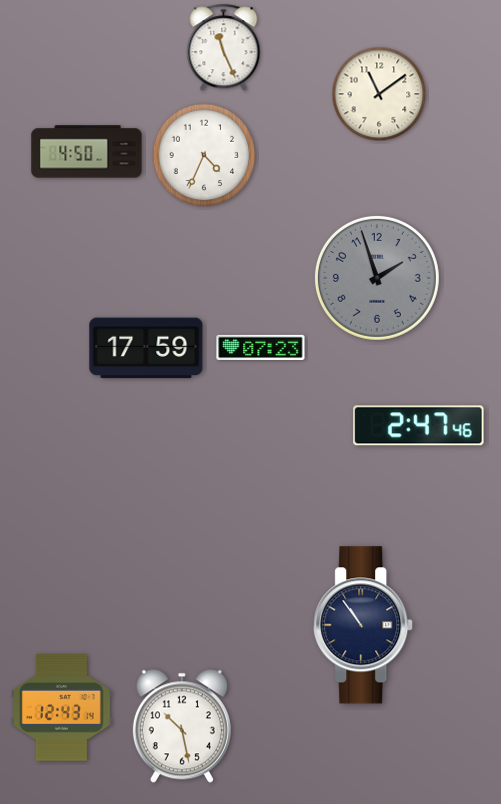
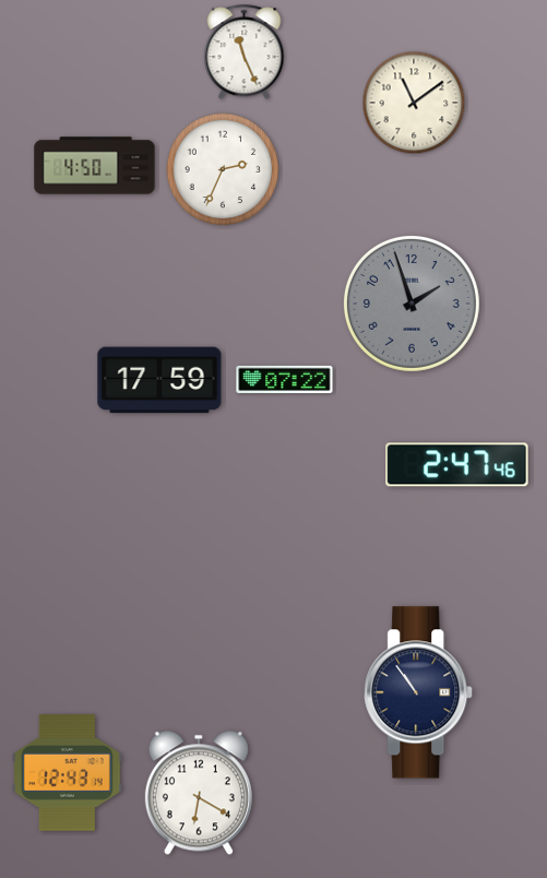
clock at (204, 155): 4:34 -> 2:34
clock at (261, 347): 07:23 -> 07:22
clock at (364, 625) position: (364, 625) -> (419, 692)
clock at (182, 726): 10:28 -> 6:20
